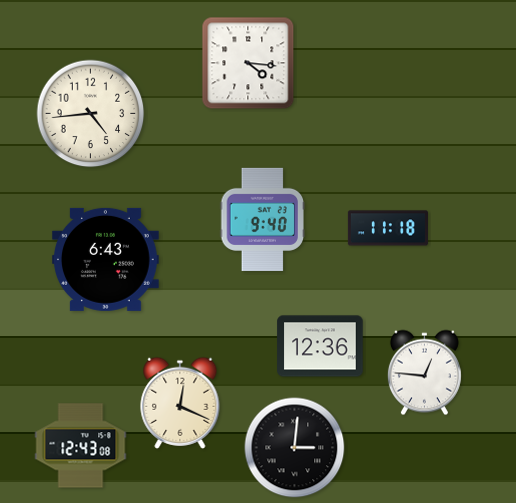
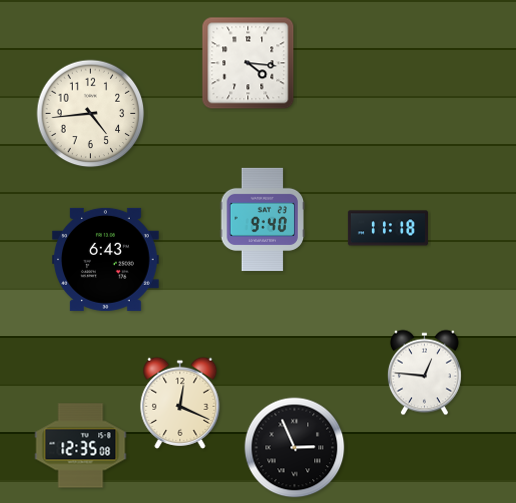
clock at (320, 346): 12:36 -> none
clock at (81, 446): 12:43 -> 12:35
clock at (295, 448): 3:01 -> 2:56
